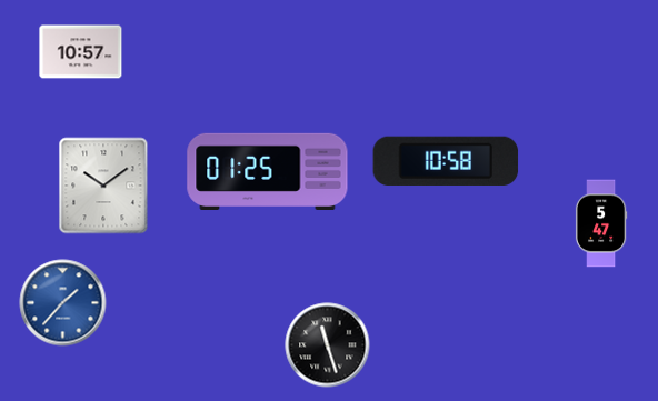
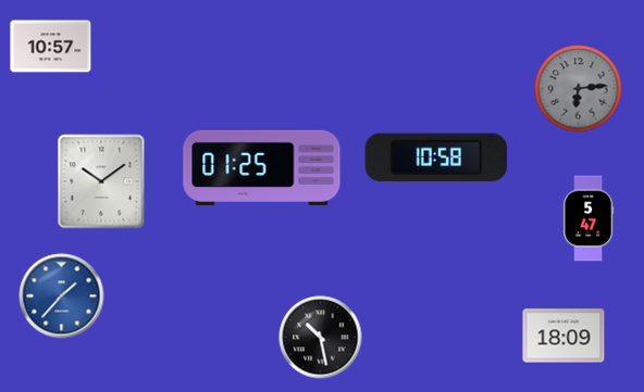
clock at (81, 52) position: (81, 52) -> (51, 47)
clock at (579, 89): none -> 6:14
clock at (563, 336): none -> 18:09
clock at (328, 345): 11:27 -> 10:28
